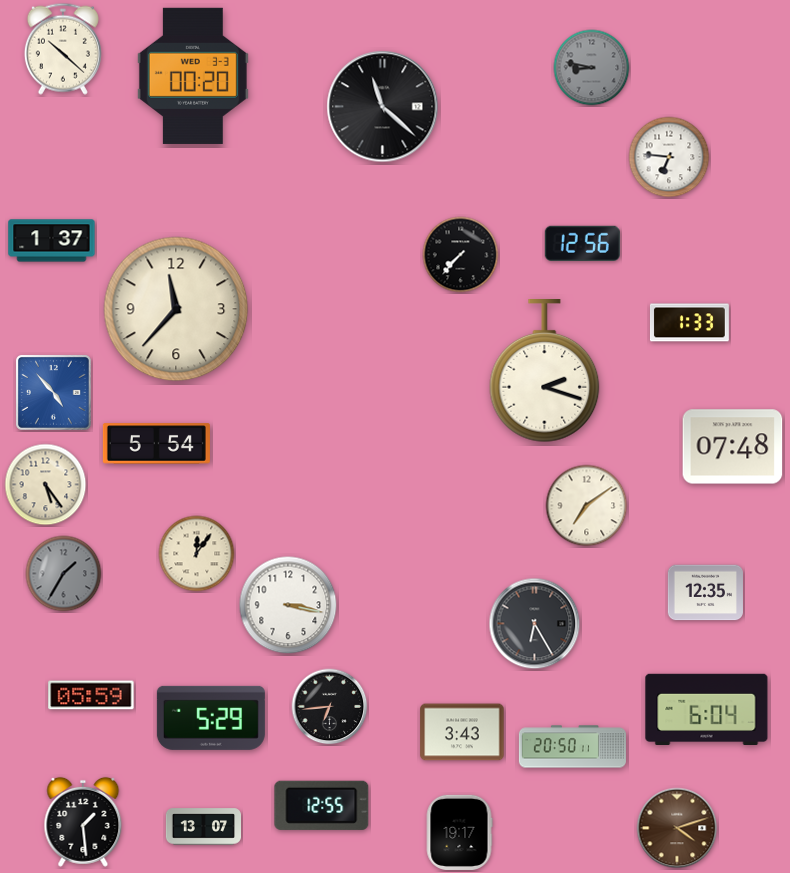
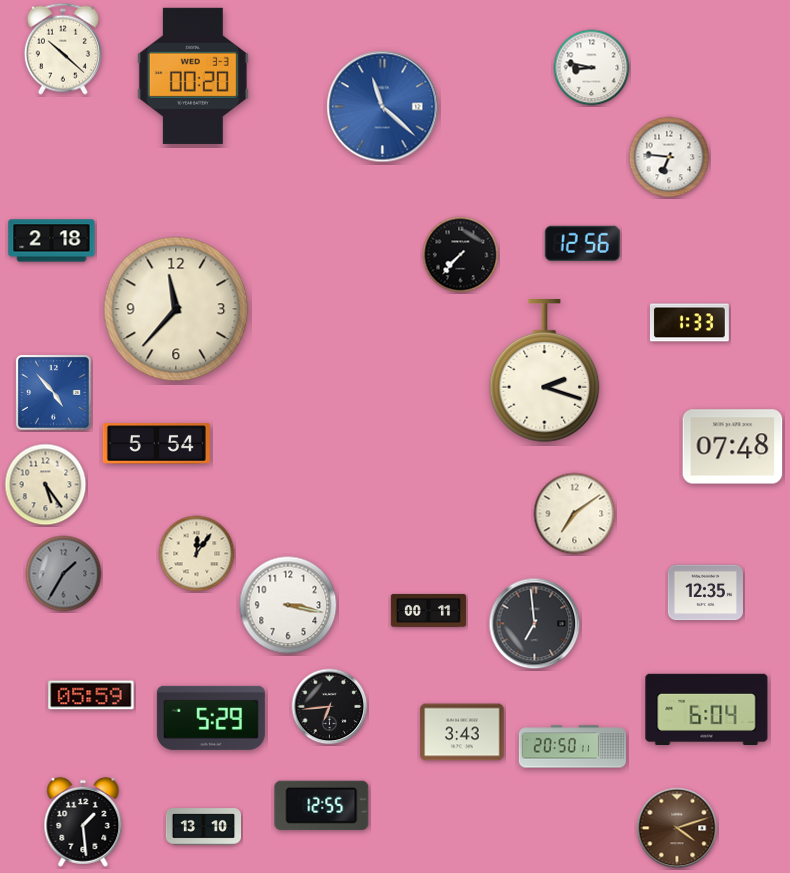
clock at (592, 68) dial: grey -> white
clock at (383, 107) dial: black -> blue
clock at (52, 241): 1:37 -> 2:18
clock at (587, 506) position: (587, 506) -> (575, 514)
clock at (428, 610): none -> 00:11
clock at (535, 624): 6:25 -> 6:59
clock at (203, 827): 13:07 -> 13:10
clock at (459, 832): 19:17 -> none
